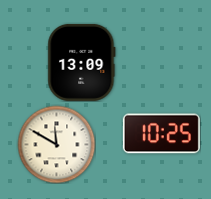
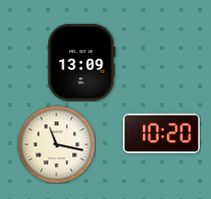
clock at (161, 134): 10:25 -> 10:20
clock at (56, 144): 11:50 -> 11:17
